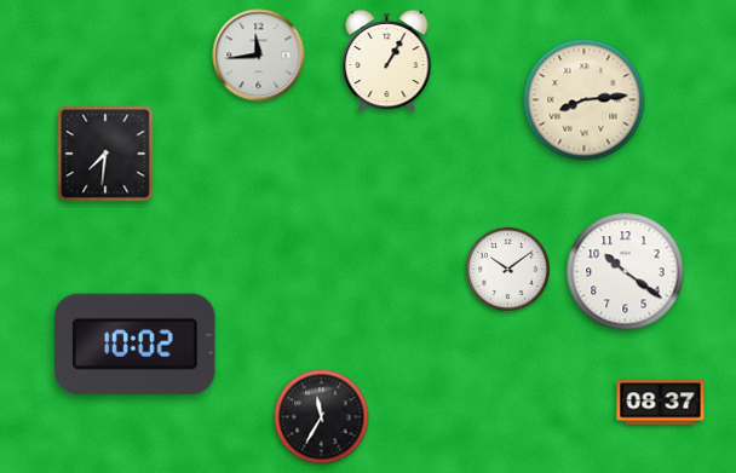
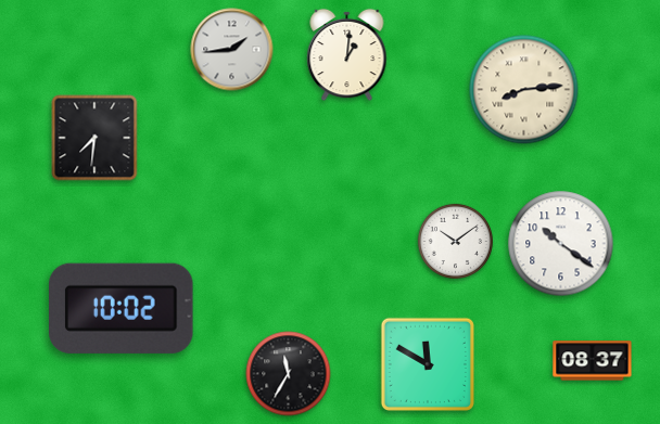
clock at (259, 56): 11:44 -> 1:44
clock at (387, 62): 1:05 -> 1:01
clock at (428, 364): none -> 11:50
